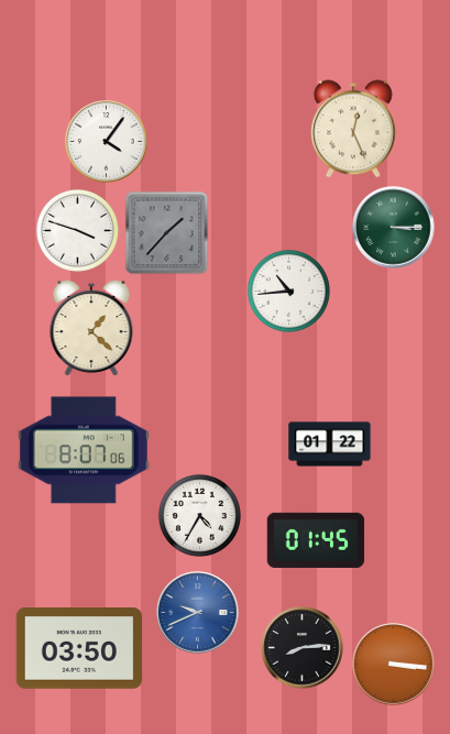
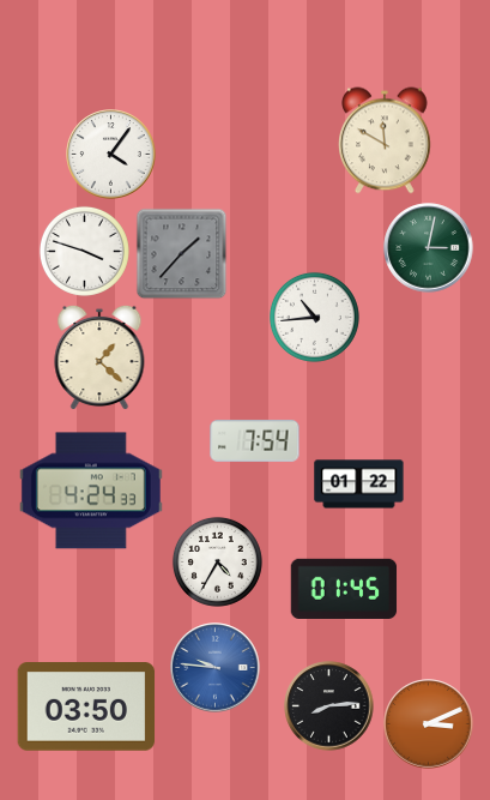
clock at (353, 129): 12:26 -> 11:50
clock at (107, 142) position: (107, 142) -> (111, 155)
clock at (394, 228): 3:15 -> 3:02
clock at (255, 441): none -> 7:54
clock at (84, 450): 8:07 -> 4:24
clock at (198, 613): 9:41 -> 9:46
clock at (394, 665): 3:16 -> 3:11
